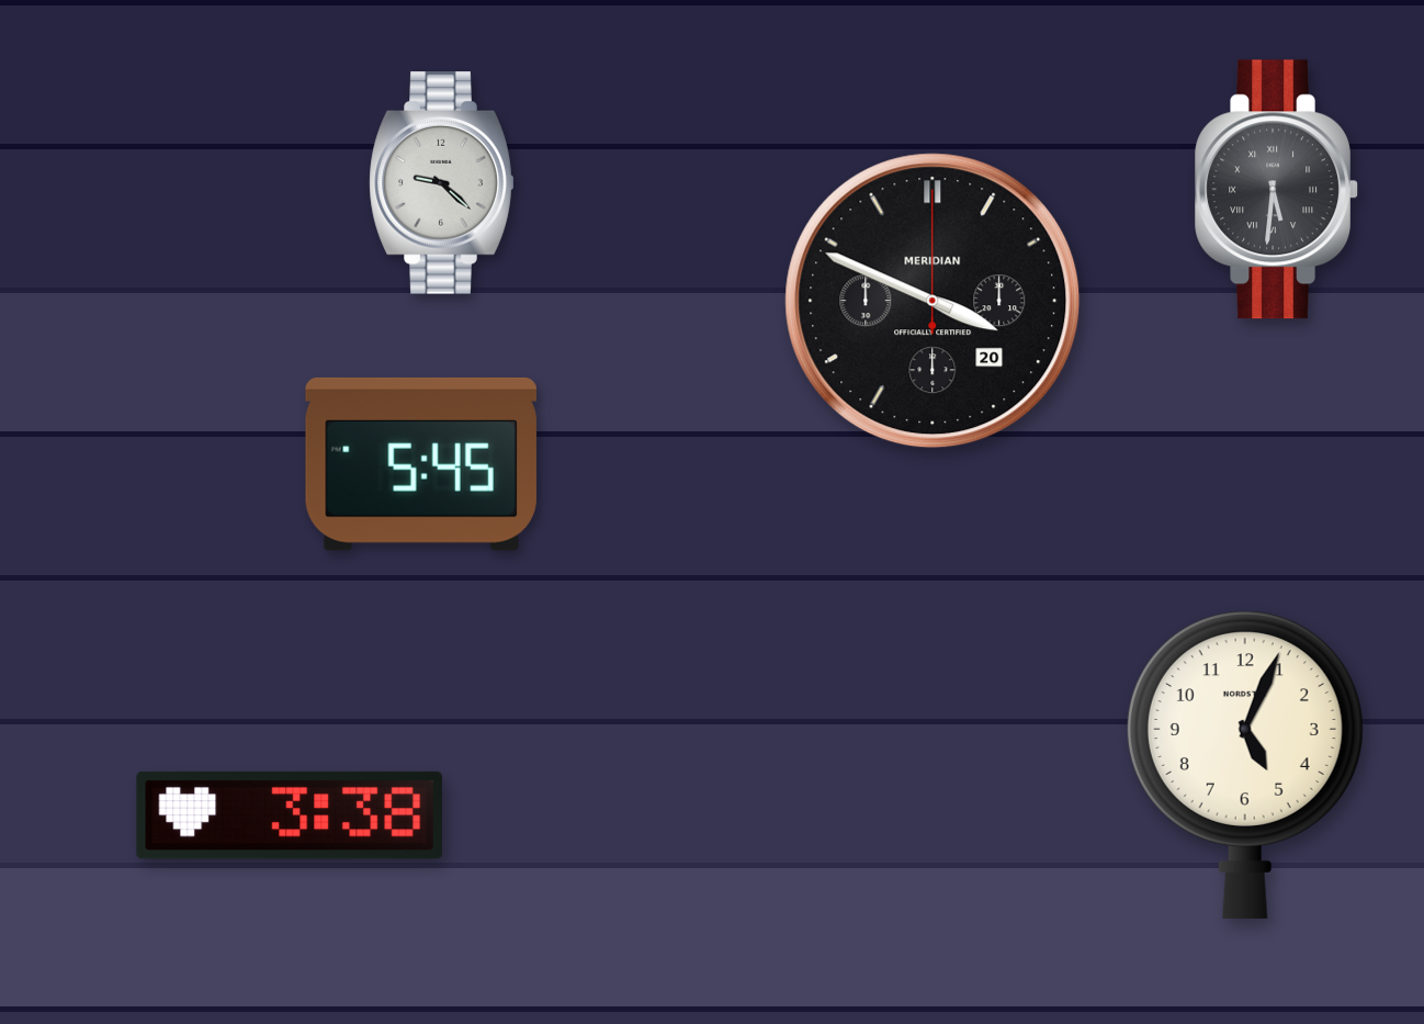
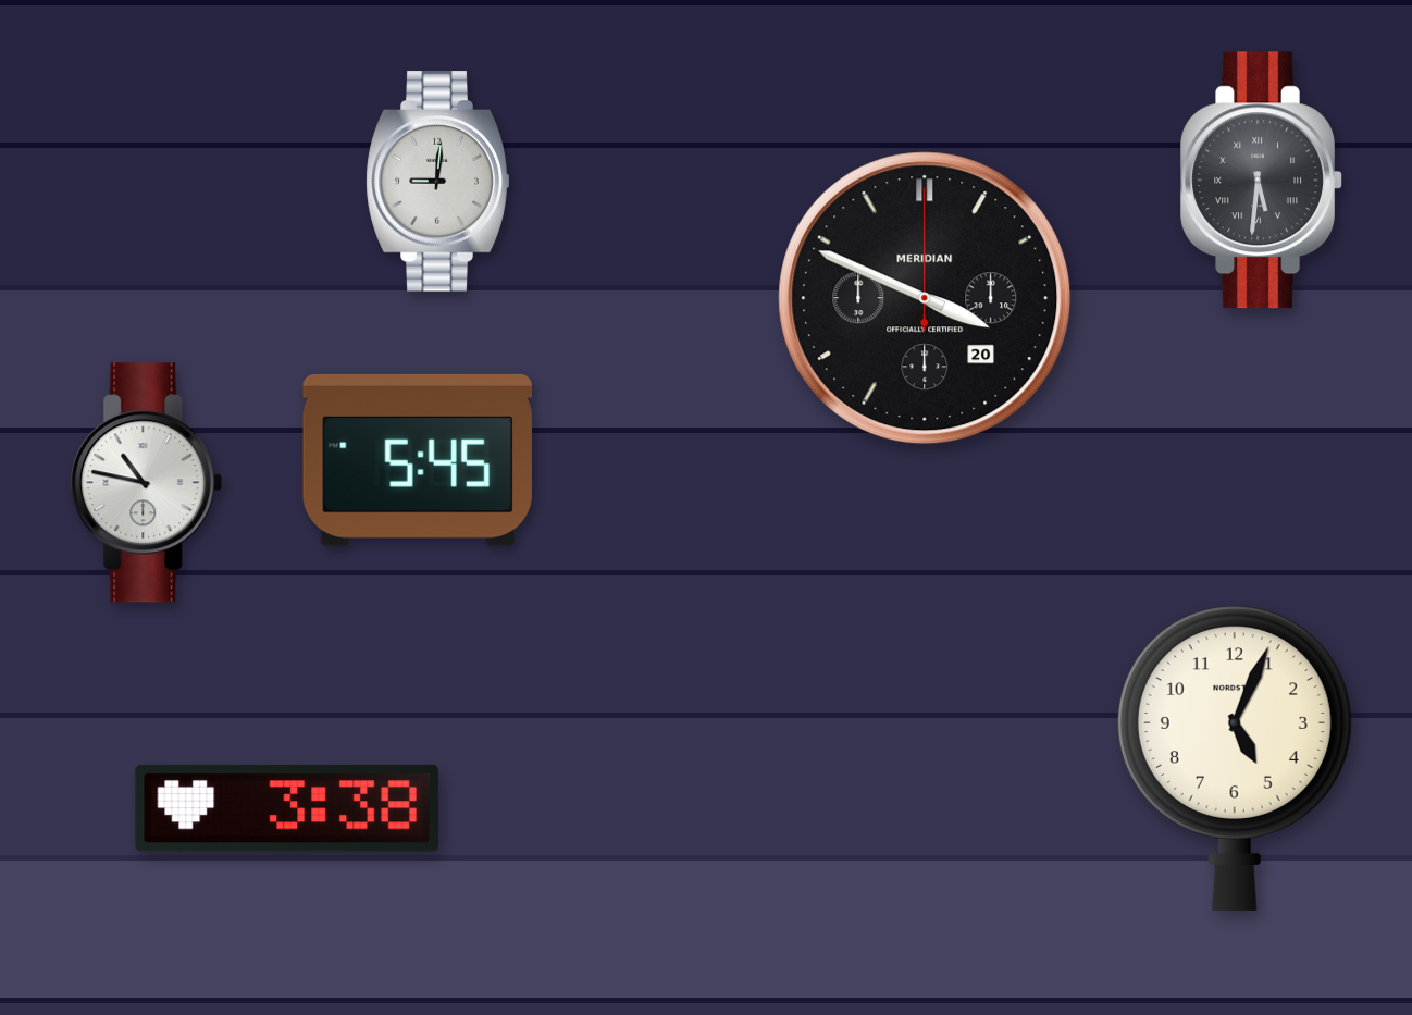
clock at (442, 183): 9:22 -> 9:01
clock at (1277, 190) position: (1277, 190) -> (1262, 181)
clock at (147, 483): none -> 10:47
